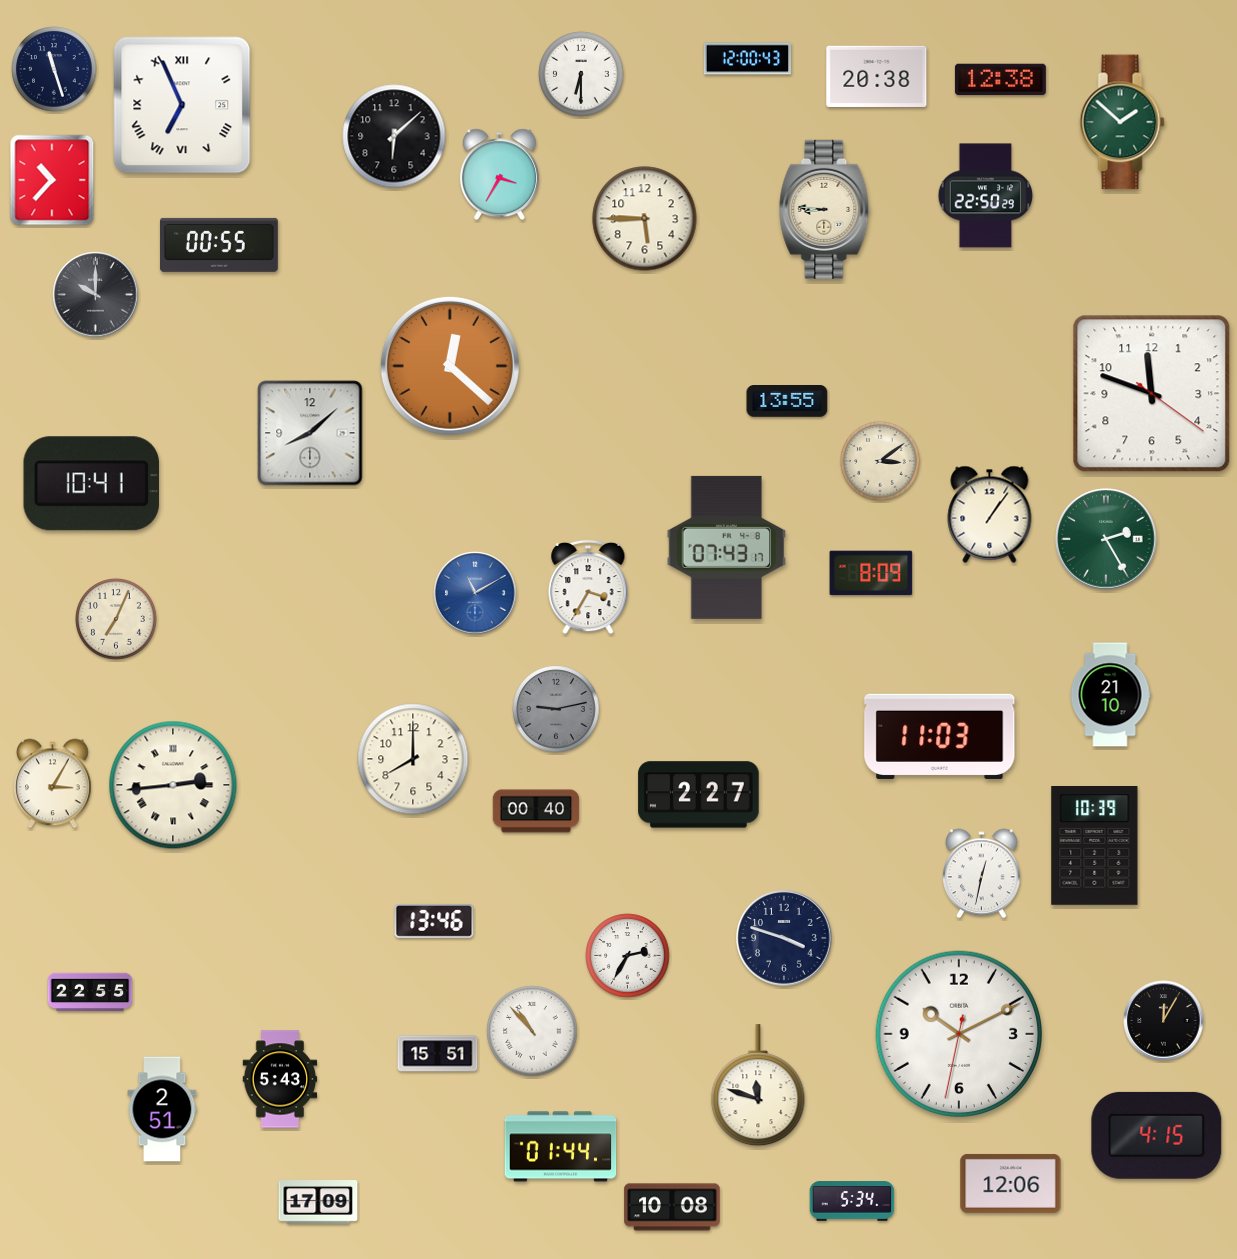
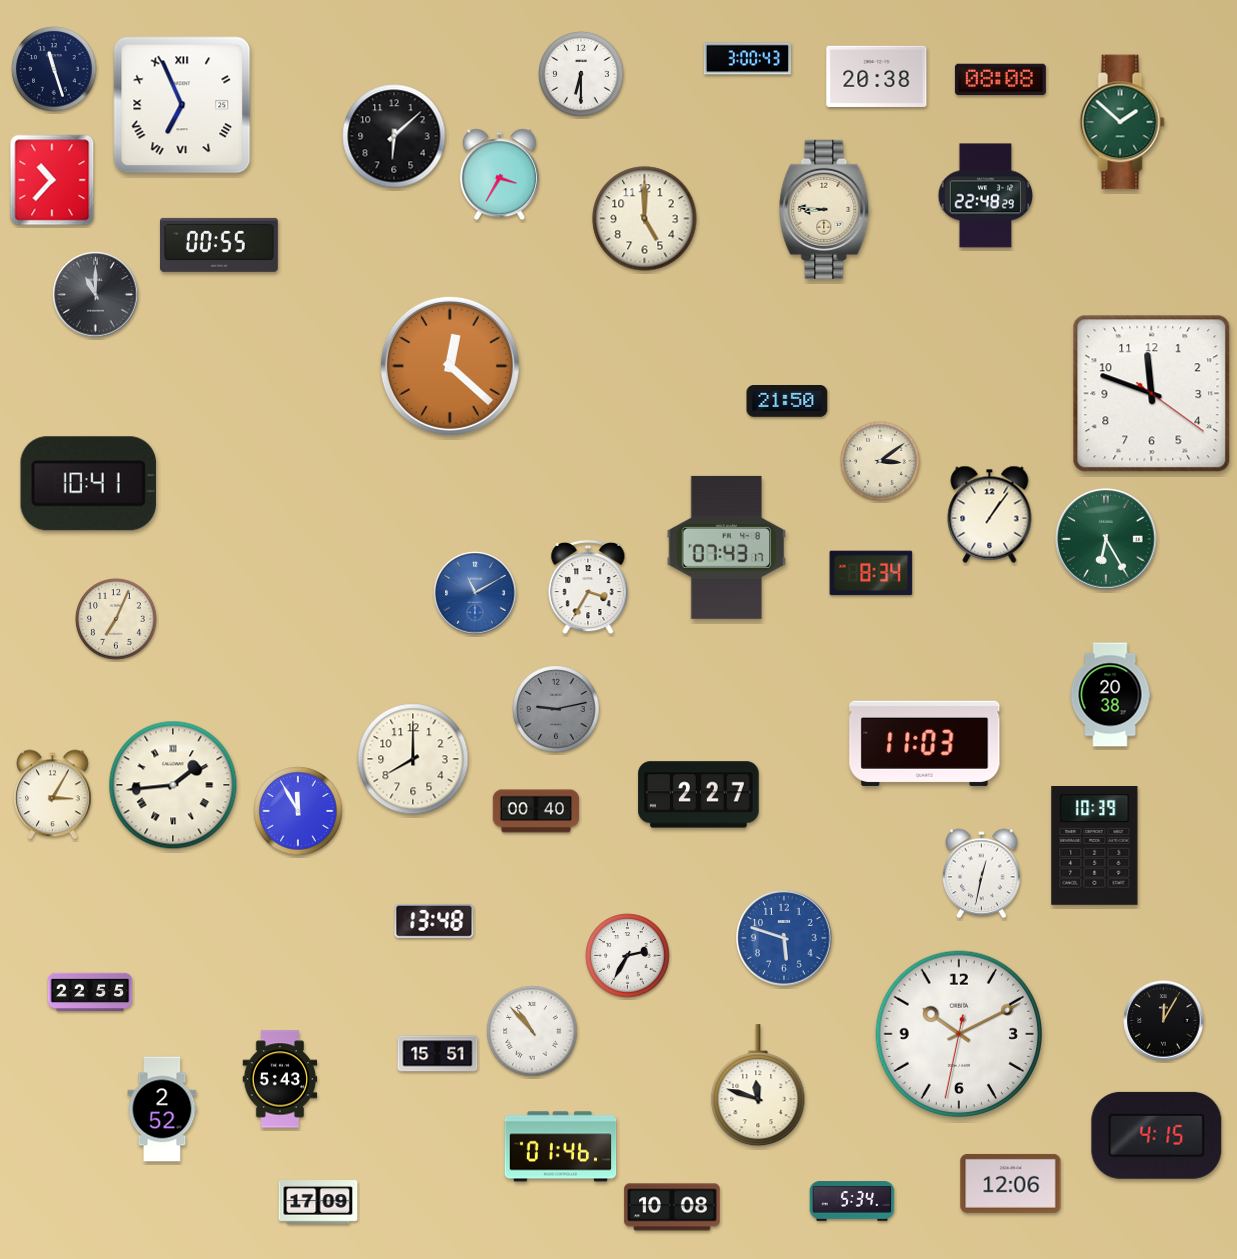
clock at (747, 59): 12:00 -> 3:00
clock at (1000, 80): 12:38 -> 08:08
clock at (986, 196): 22:50 -> 22:48
clock at (645, 219): 5:45 -> 5:00
clock at (96, 295): 10:00 -> 11:00
clock at (787, 402): 13:55 -> 21:50
clock at (310, 433): 8:08 -> none
clock at (91, 484) position: (91, 484) -> (88, 484)
clock at (1106, 539): 2:25 -> 6:25
clock at (871, 573): 8:09 -> 8:34
clock at (1110, 695): 21:10 -> 20:38
clock at (940, 736) position: (940, 736) -> (925, 743)
clock at (53, 784) position: (53, 784) -> (53, 795)
clock at (173, 785): 2:44 -> 1:44
clock at (298, 811): none -> 11:55
clock at (434, 921): 13:46 -> 13:48
clock at (784, 938): 3:48 -> 5:48
clock at (784, 938) dial: navy -> blue
clock at (162, 1109): 2:51 -> 2:52
clock at (561, 1147): 01:44 -> 01:46
